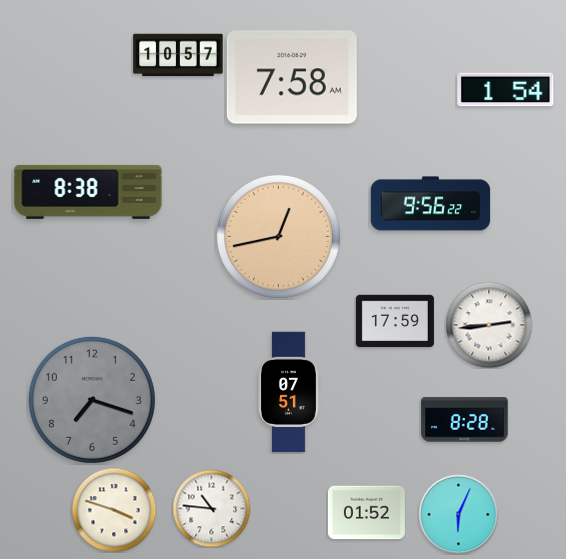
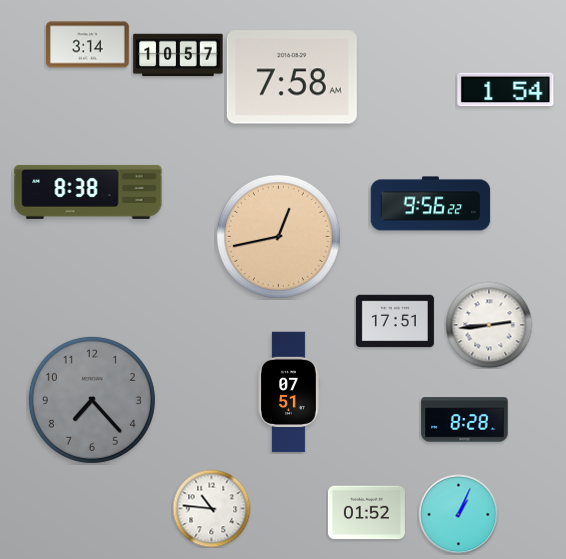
clock at (88, 45): none -> 3:14
clock at (395, 321): 17:59 -> 17:51
clock at (92, 400): 7:18 -> 7:23
clock at (114, 510): 3:48 -> none
clock at (458, 514): 6:04 -> 1:04
